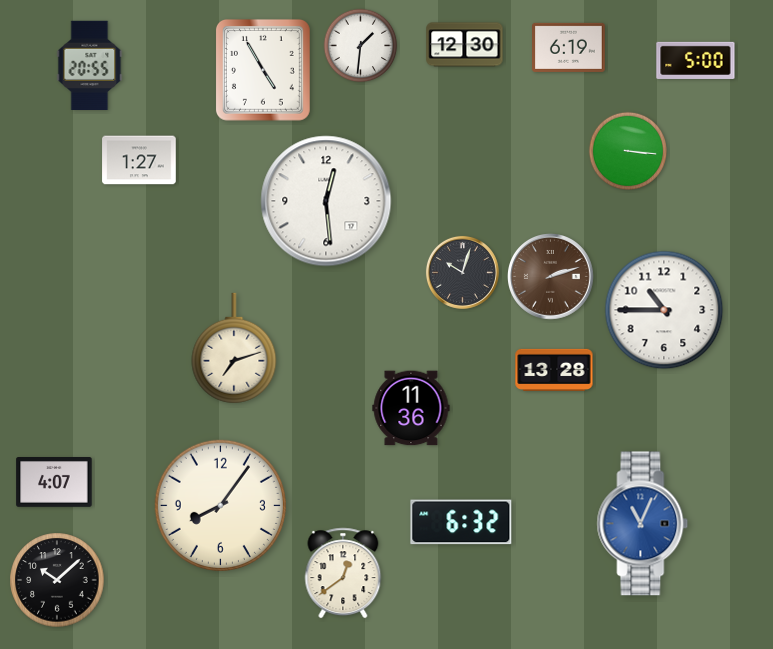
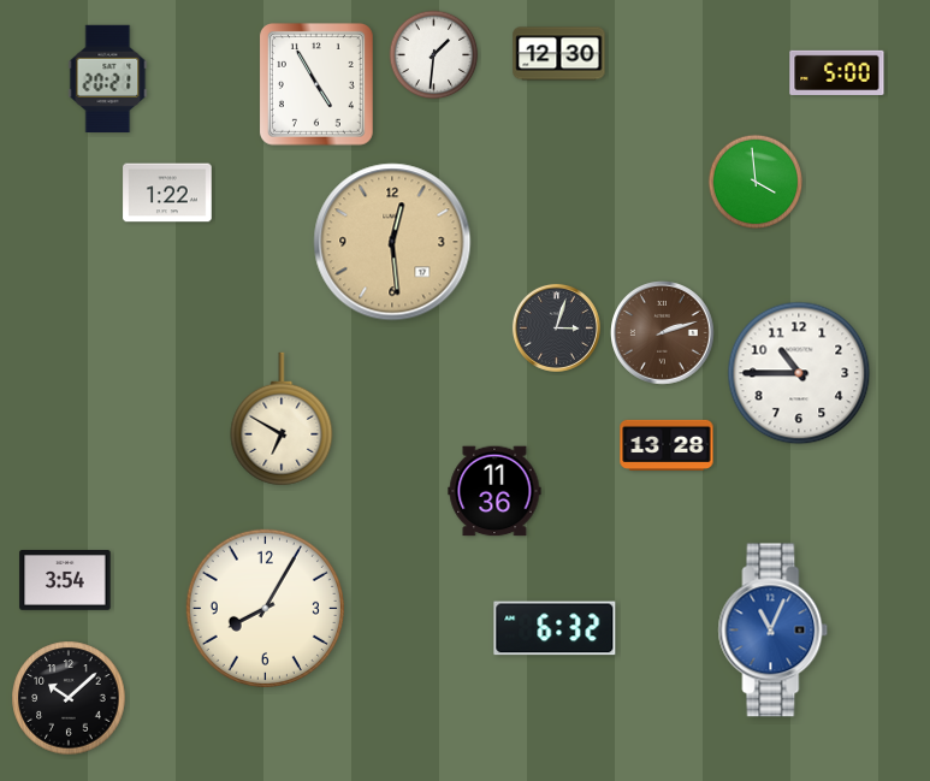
clock at (569, 47): 6:19 -> none
clock at (90, 65): 20:55 -> 20:21
clock at (627, 150): 3:16 -> 3:59
clock at (139, 160): 1:27 -> 1:22
clock at (326, 201) dial: white -> champagne
clock at (462, 272): 10:03 -> 3:03
clock at (234, 348): 7:12 -> 6:50
clock at (54, 482): 4:07 -> 3:54
clock at (220, 505): 8:06 -> 8:05
clock at (343, 573): 12:39 -> none
